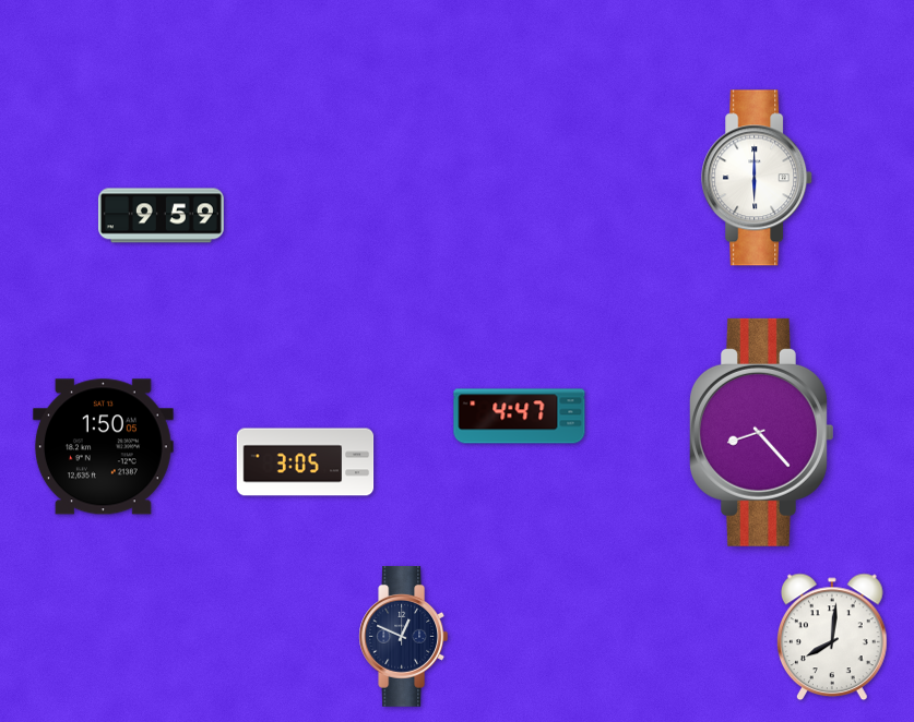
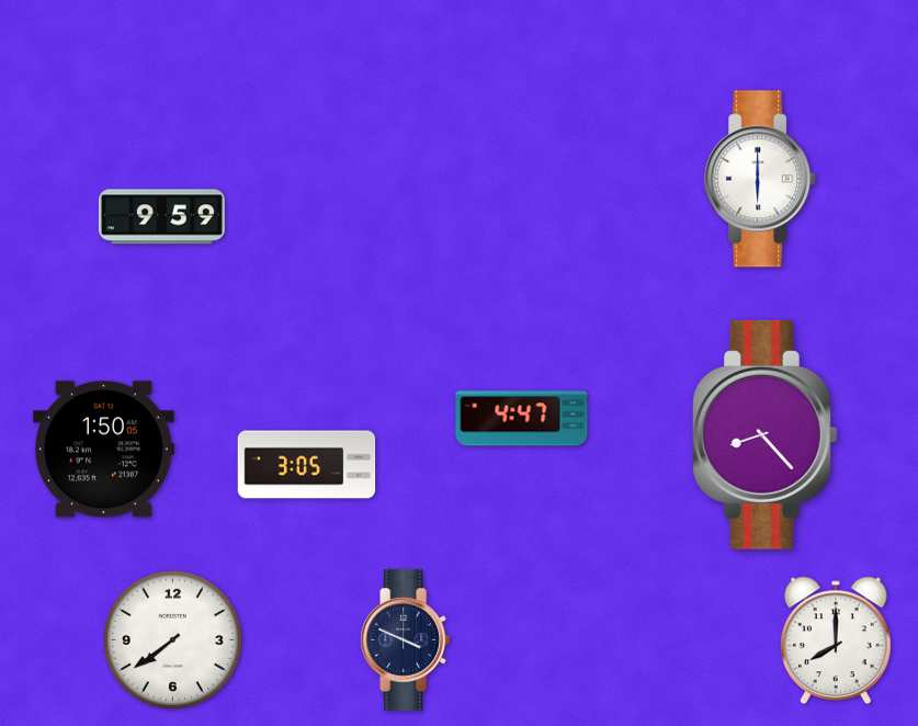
clock at (172, 639): none -> 7:39
clock at (404, 636): 12:49 -> 3:49
clock at (833, 637): 8:01 -> 8:00
